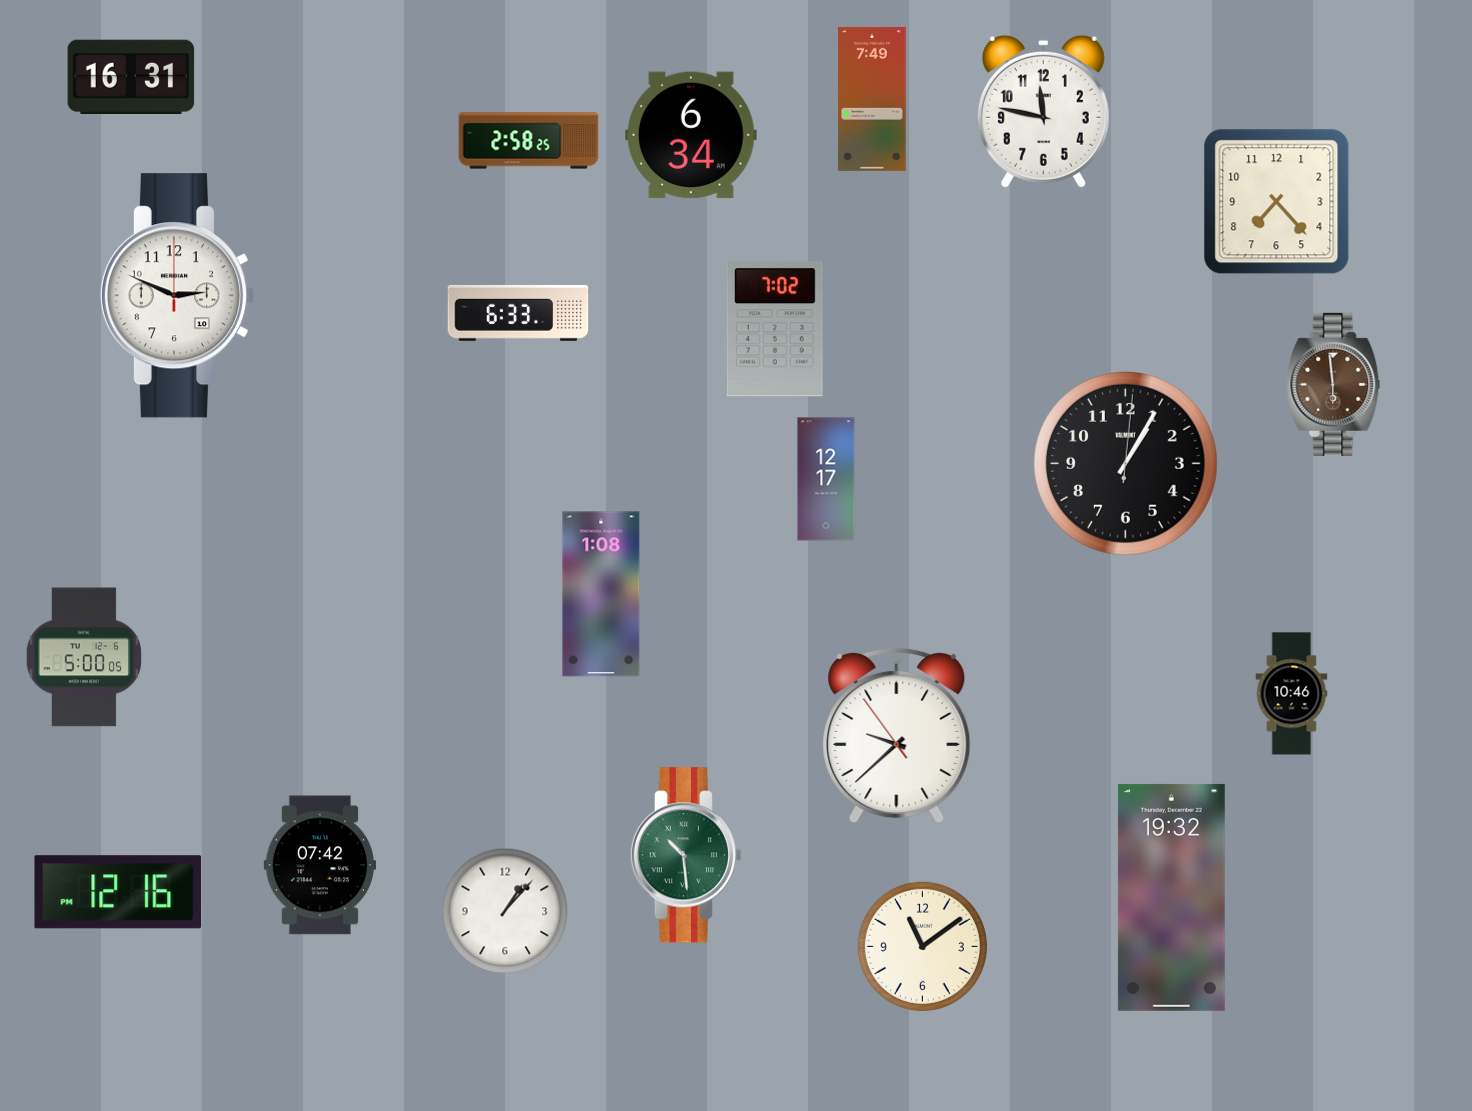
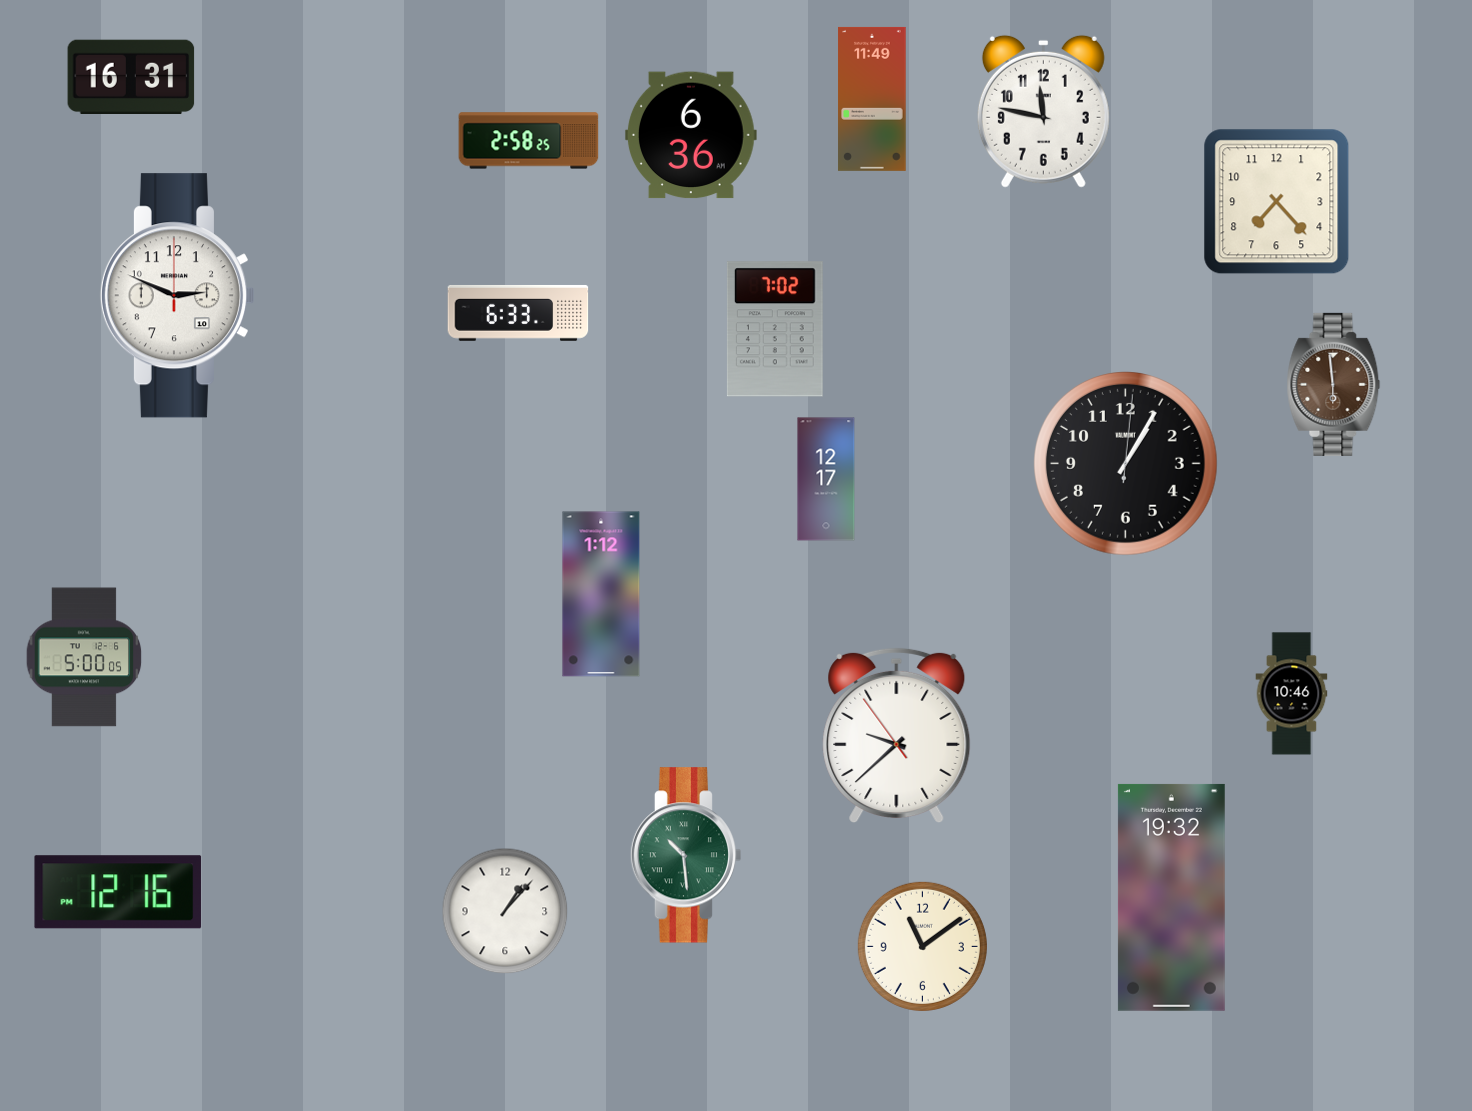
clock at (872, 99): 7:49 -> 11:49
clock at (691, 135): 6:34 -> 6:36
clock at (601, 594): 1:08 -> 1:12
clock at (320, 865): 07:42 -> none
